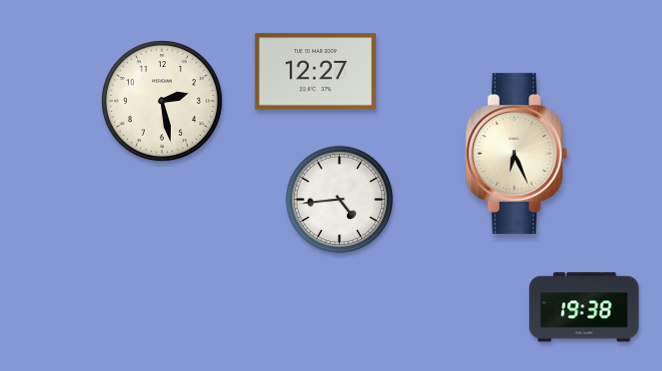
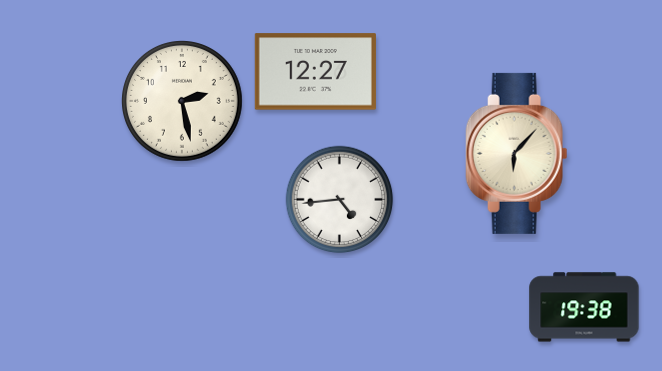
clock at (163, 102) position: (163, 102) -> (183, 102)
clock at (517, 153): 6:26 -> 6:07
